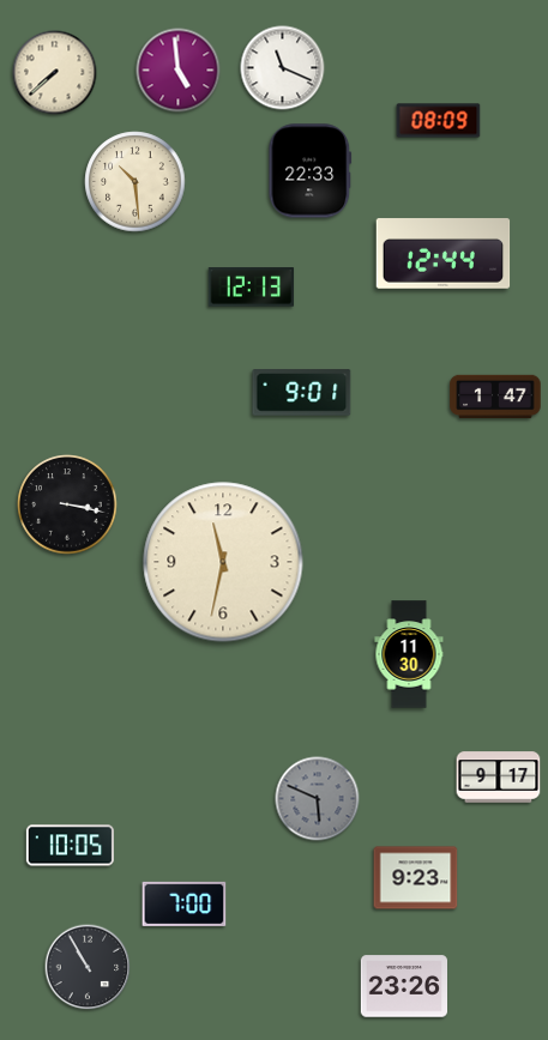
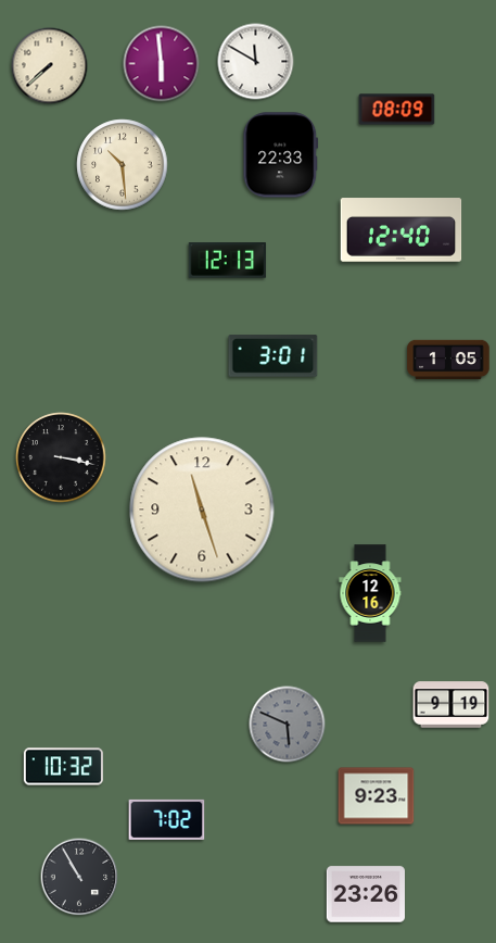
clock at (283, 68): 11:19 -> 11:50
clock at (179, 71): 4:59 -> 5:59
clock at (444, 254): 12:44 -> 12:40
clock at (302, 393): 9:01 -> 3:01
clock at (495, 397): 1:47 -> 1:05
clock at (223, 562): 11:32 -> 11:27
clock at (409, 654): 11:30 -> 12:16
clock at (499, 778): 9:17 -> 9:19
clock at (70, 846): 10:05 -> 10:32
clock at (185, 903): 7:00 -> 7:02
